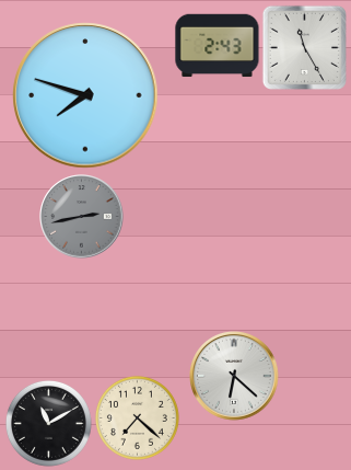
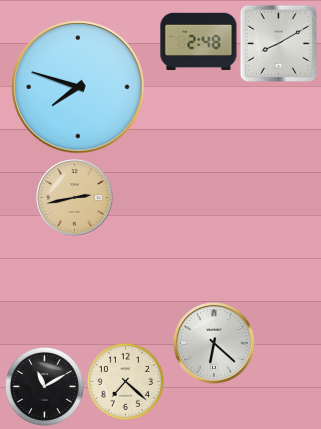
clock at (218, 46): 2:43 -> 2:48
clock at (304, 47): 11:25 -> 8:10
clock at (82, 217) dial: grey -> champagne
